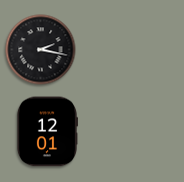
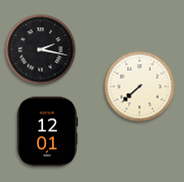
clock at (140, 87): none -> 7:38
